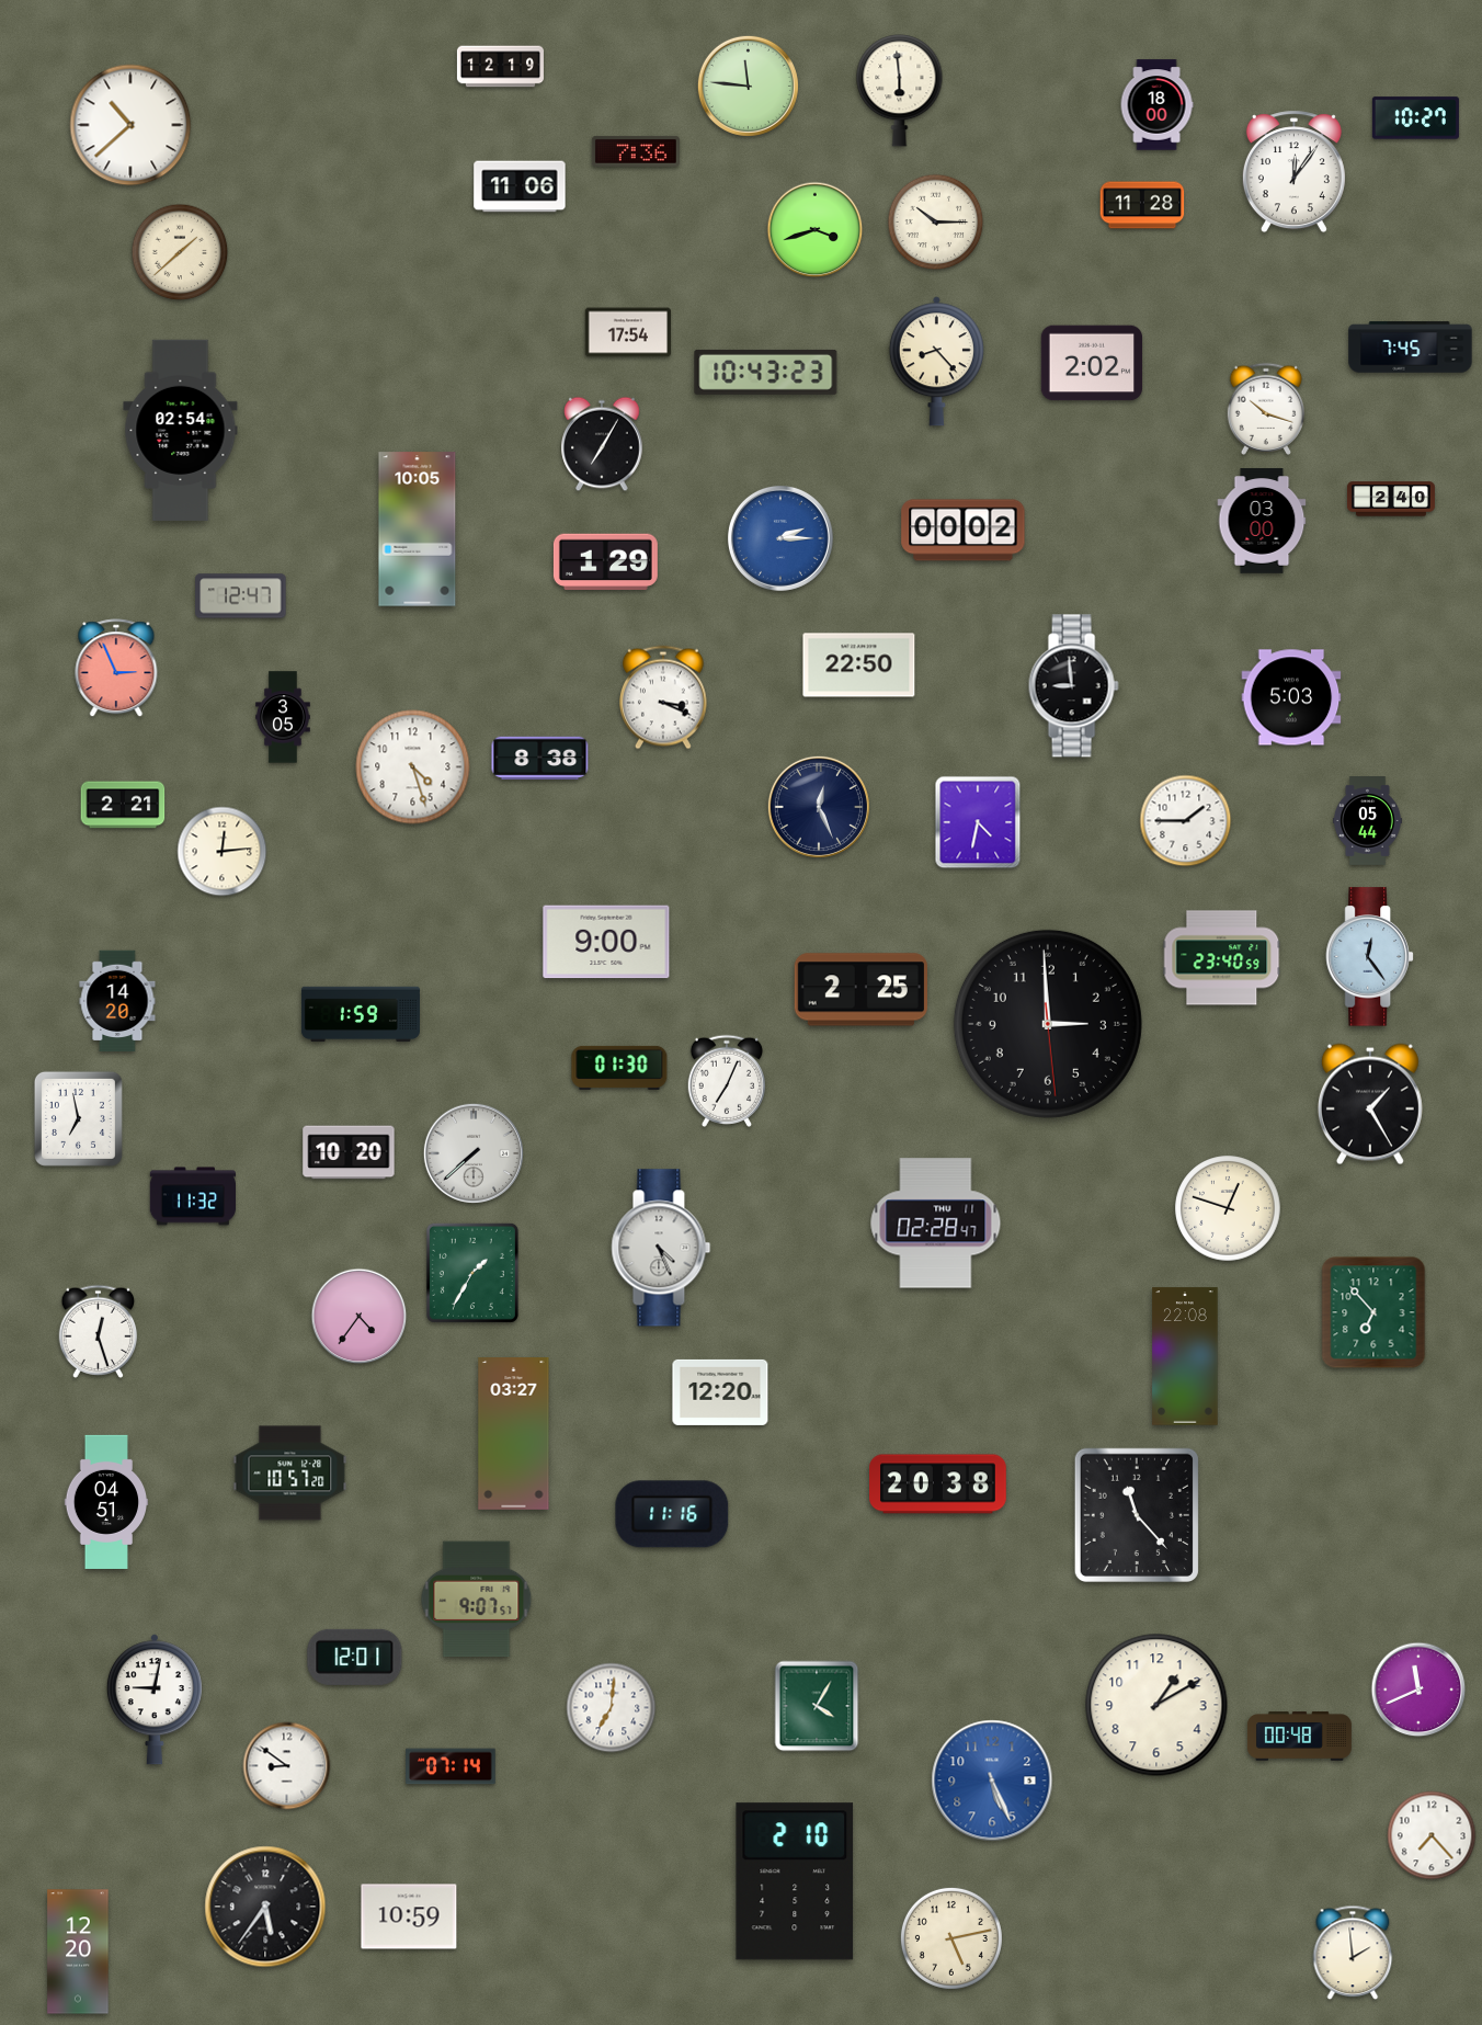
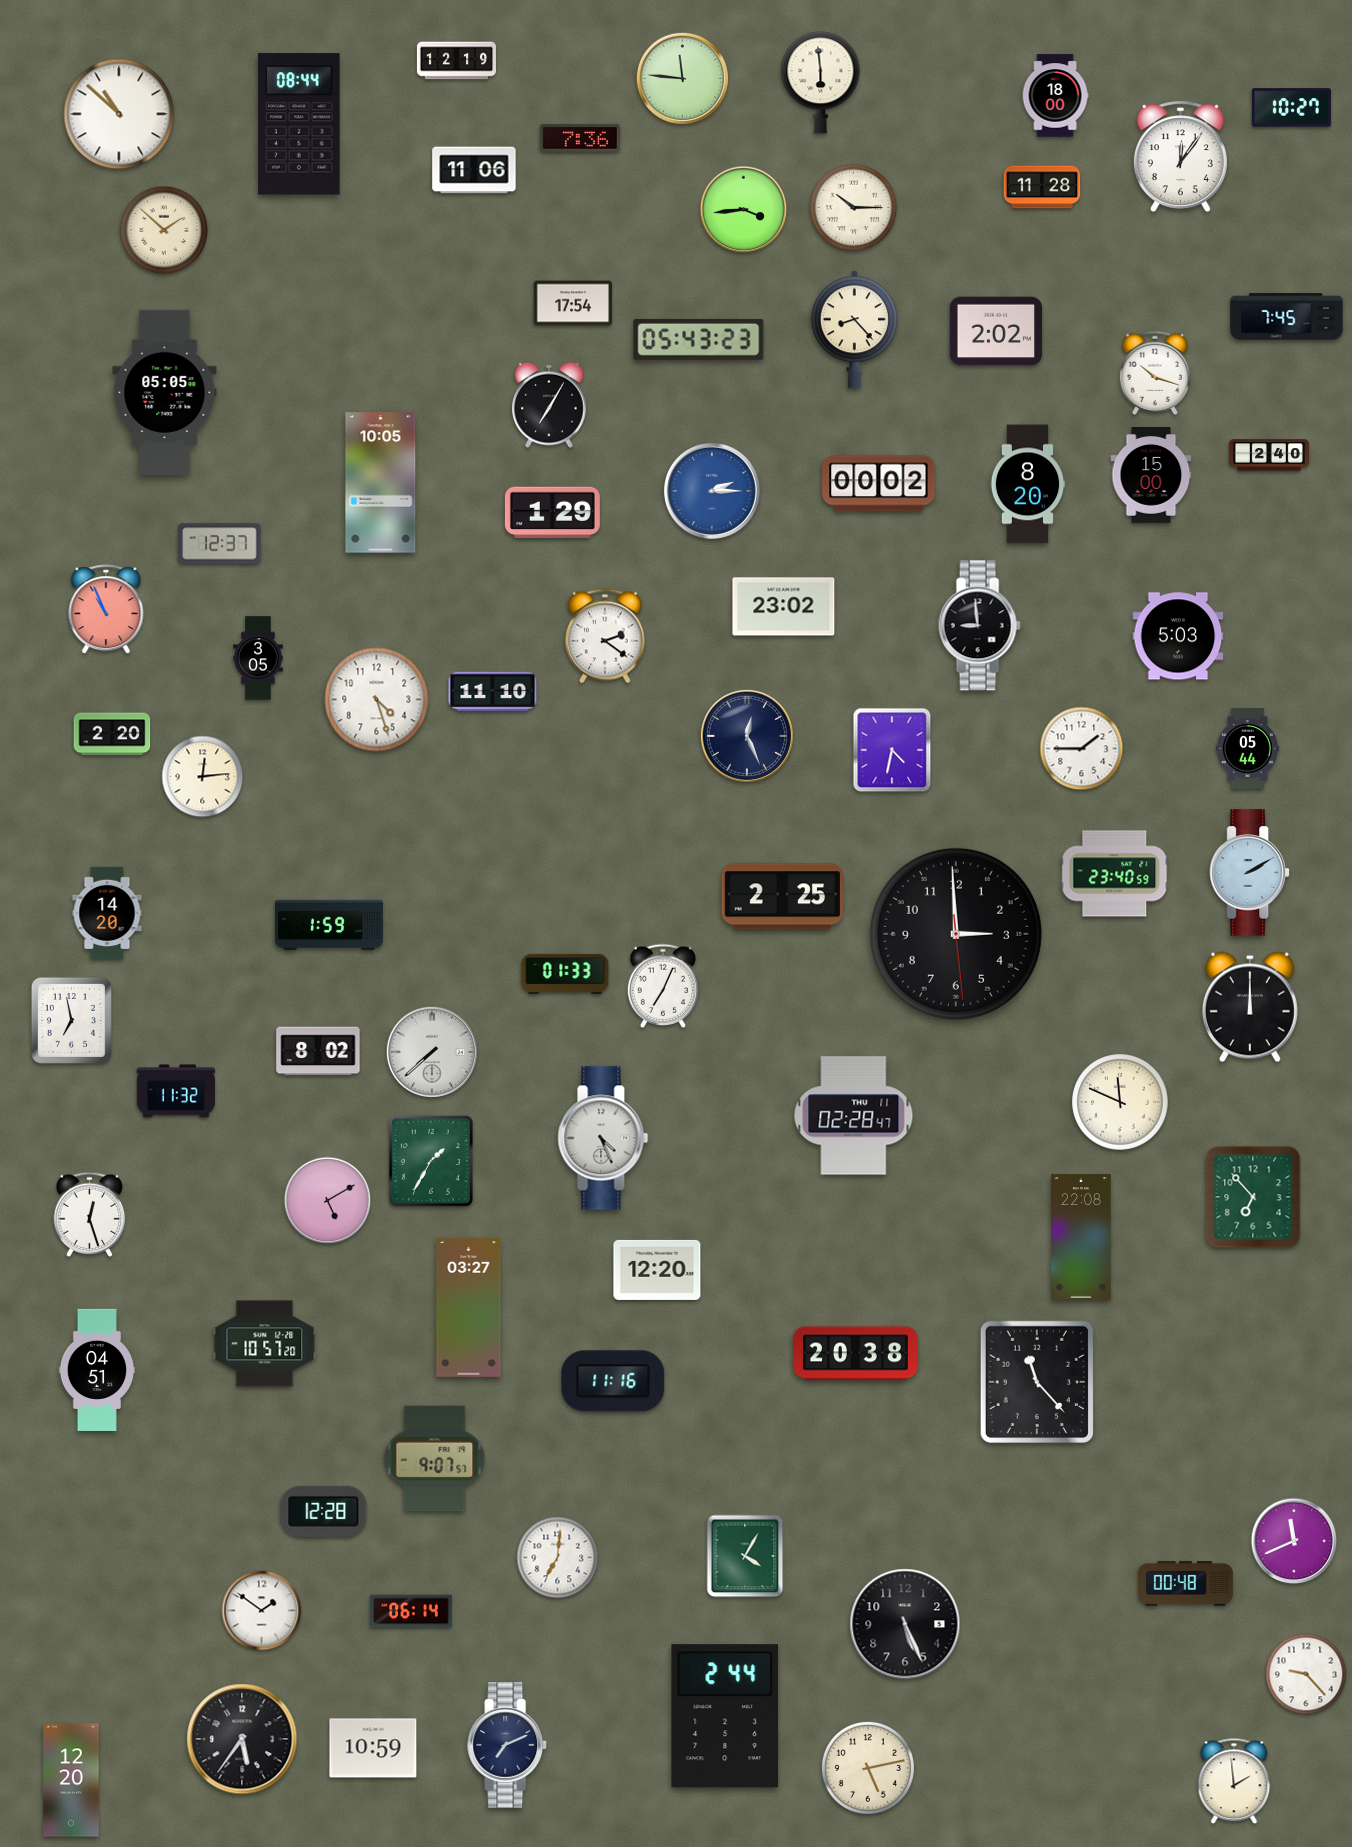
clock at (130, 125): 10:38 -> 10:52
clock at (299, 124): none -> 08:44
clock at (936, 223) position: (936, 223) -> (854, 208)
clock at (816, 230): 3:42 -> 3:44
clock at (180, 252): 1:38 -> 1:52
clock at (766, 372): 10:43 -> 05:43
clock at (181, 430): 02:54 -> 05:05
clock at (1262, 521): 03:00 -> 15:00
clock at (1028, 484): none -> 8:20
clock at (241, 596): 12:47 -> 12:37
clock at (859, 665): 22:50 -> 23:02
clock at (116, 669): 2:56 -> 10:56
clock at (663, 697): 3:19 -> 2:21
clock at (283, 717) position: (283, 717) -> (258, 658)
clock at (540, 759): 8:38 -> 11:10
clock at (123, 805): 2:21 -> 2:20
clock at (606, 942): 9:00 -> none
clock at (1370, 957): 12:24 -> 2:10
clock at (860, 990) position: (860, 990) -> (782, 897)
clock at (619, 1068): 01:30 -> 01:33
clock at (1370, 1104): 1:25 -> 12:00
clock at (349, 1152): 10:20 -> 8:02
clock at (1228, 1208): 12:48 -> 11:49
clock at (360, 1317): 4:36 -> 5:10
clock at (355, 1657): 12:01 -> 12:28
clock at (155, 1699): 9:02 -> none
clock at (1156, 1705): 1:10 -> none
clock at (287, 1766): 8:51 -> 1:51
clock at (451, 1766): 07:14 -> 06:14
clock at (992, 1781) dial: blue -> black
clock at (1432, 1835): 7:23 -> 9:23
clock at (795, 1881): 2:10 -> 2:44
clock at (508, 1745): none -> 7:11
